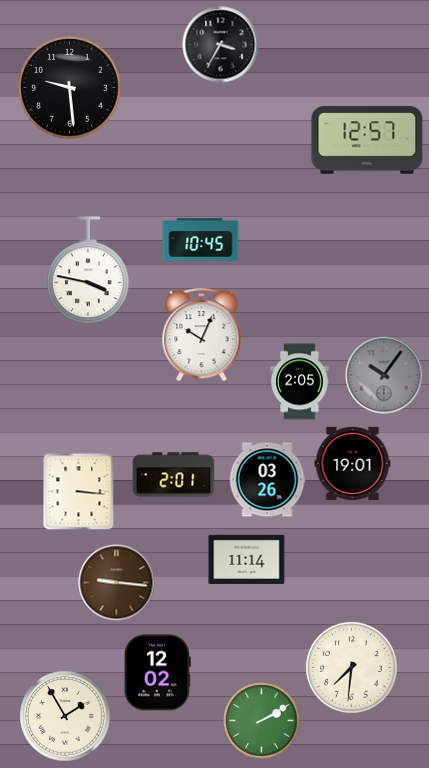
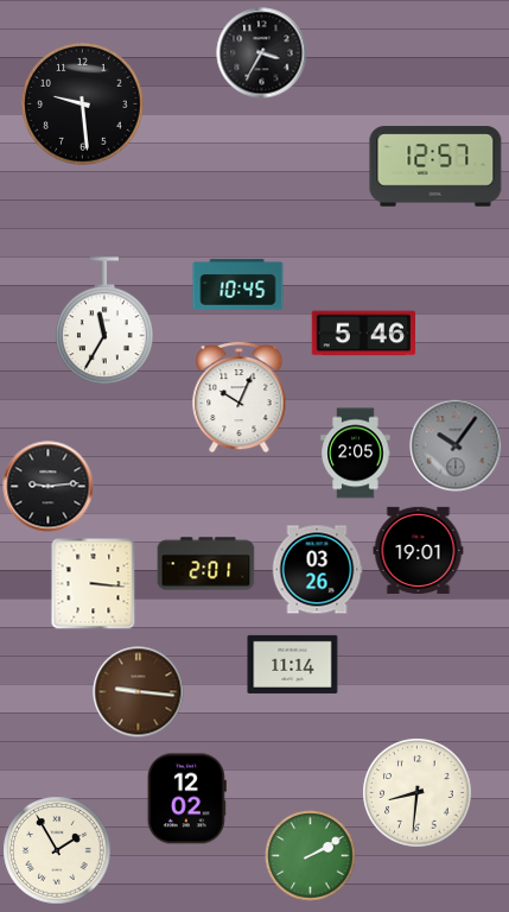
clock at (88, 271): 3:47 -> 11:35
clock at (363, 334): none -> 5:46
clock at (49, 487): none -> 9:14
clock at (352, 668): 7:31 -> 8:31
clock at (65, 716) position: (65, 716) -> (57, 850)
